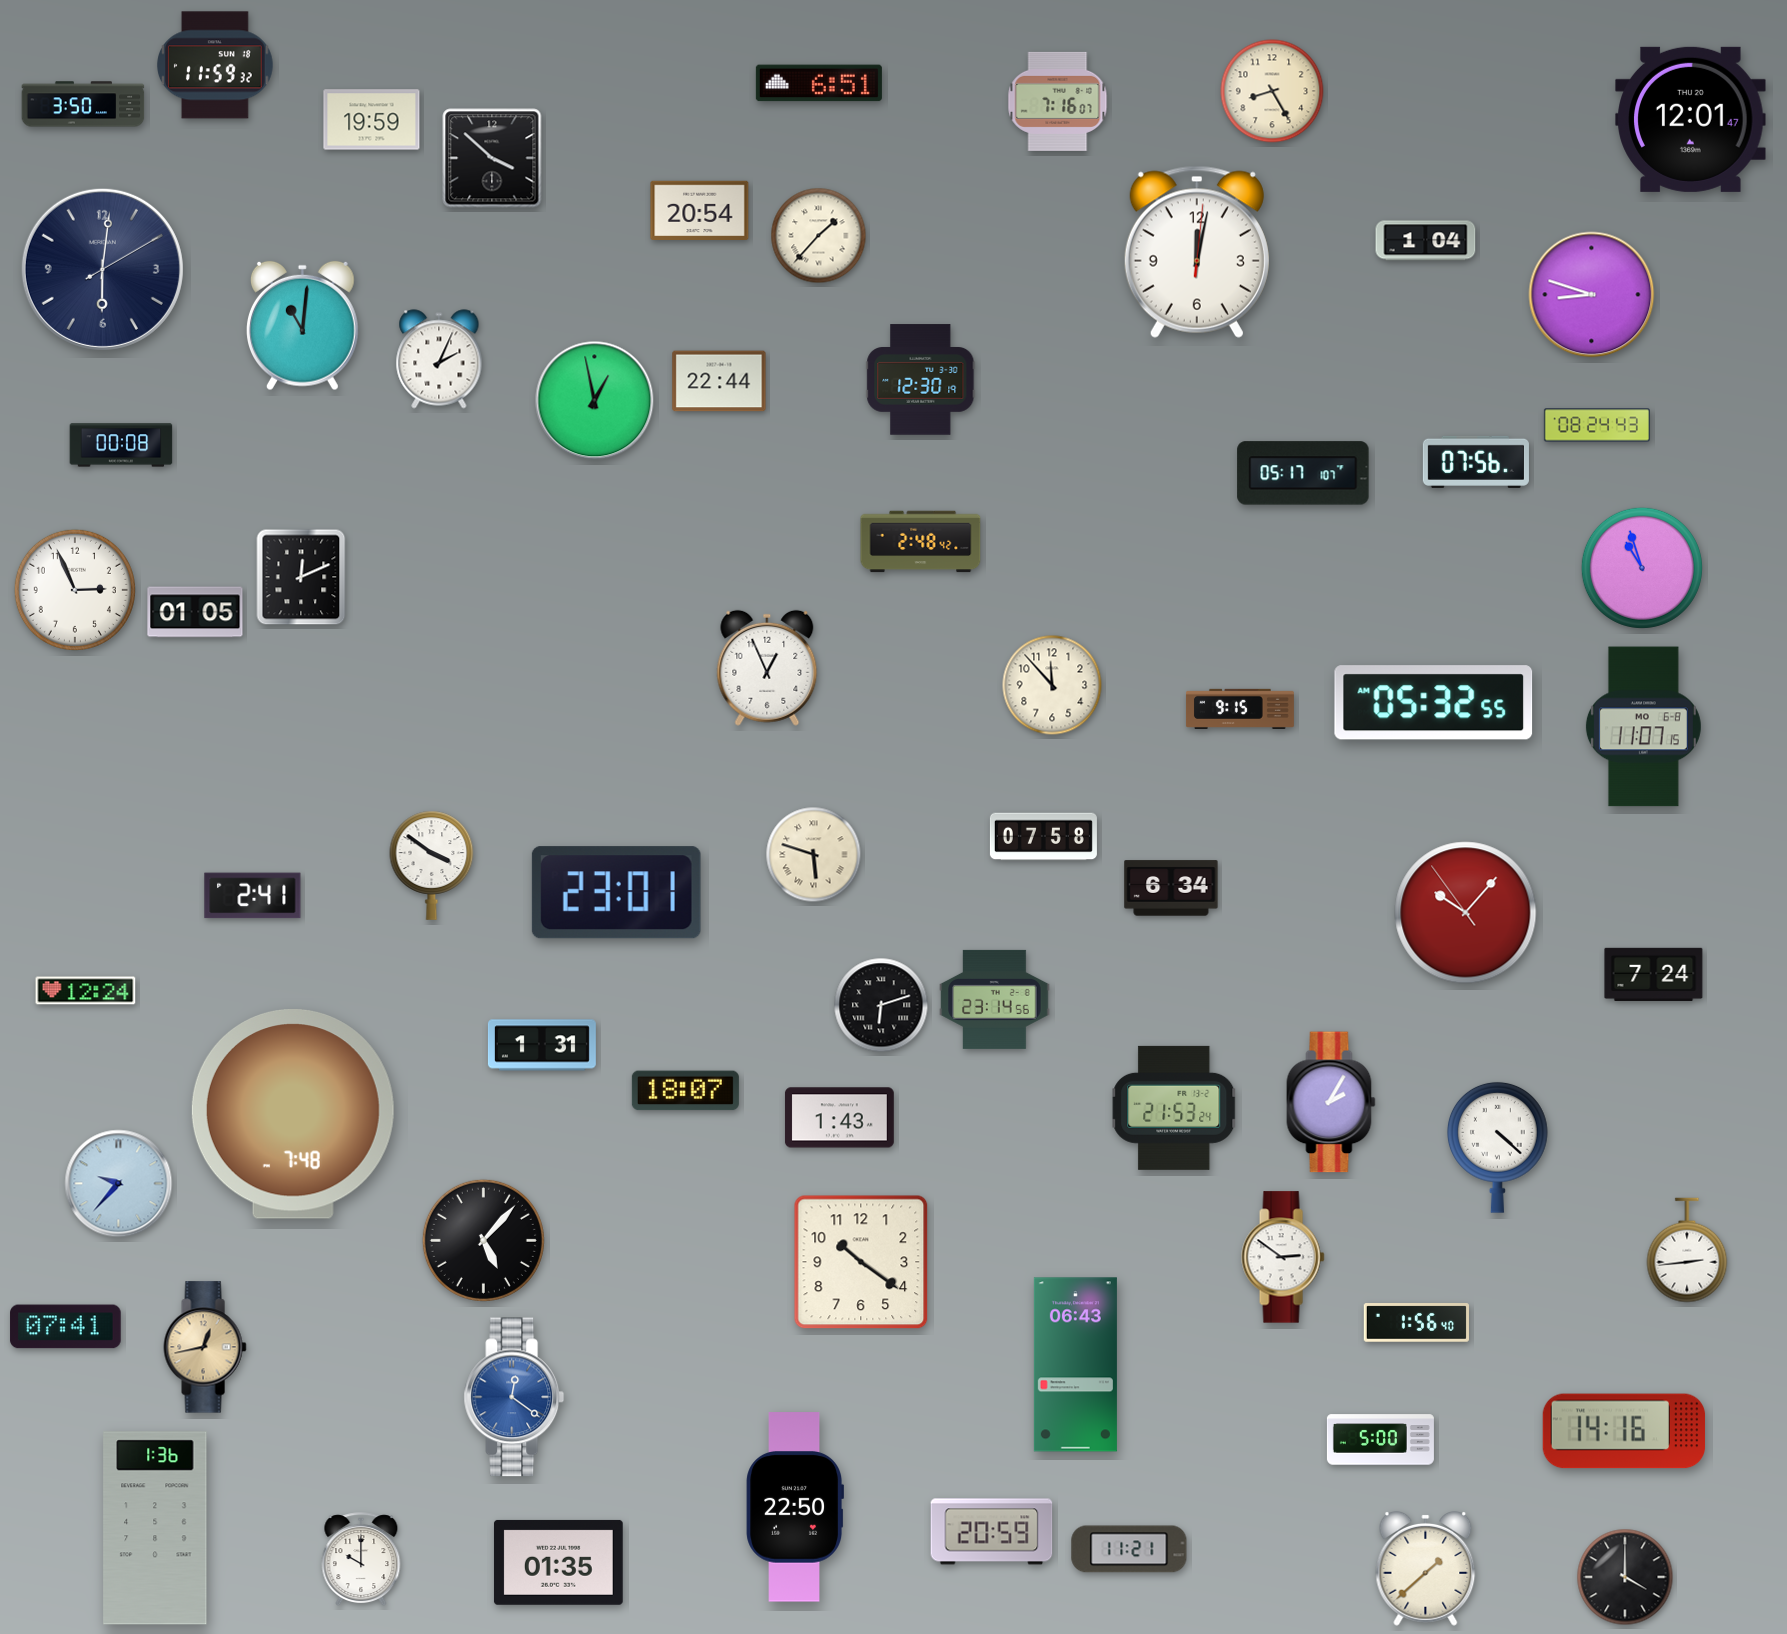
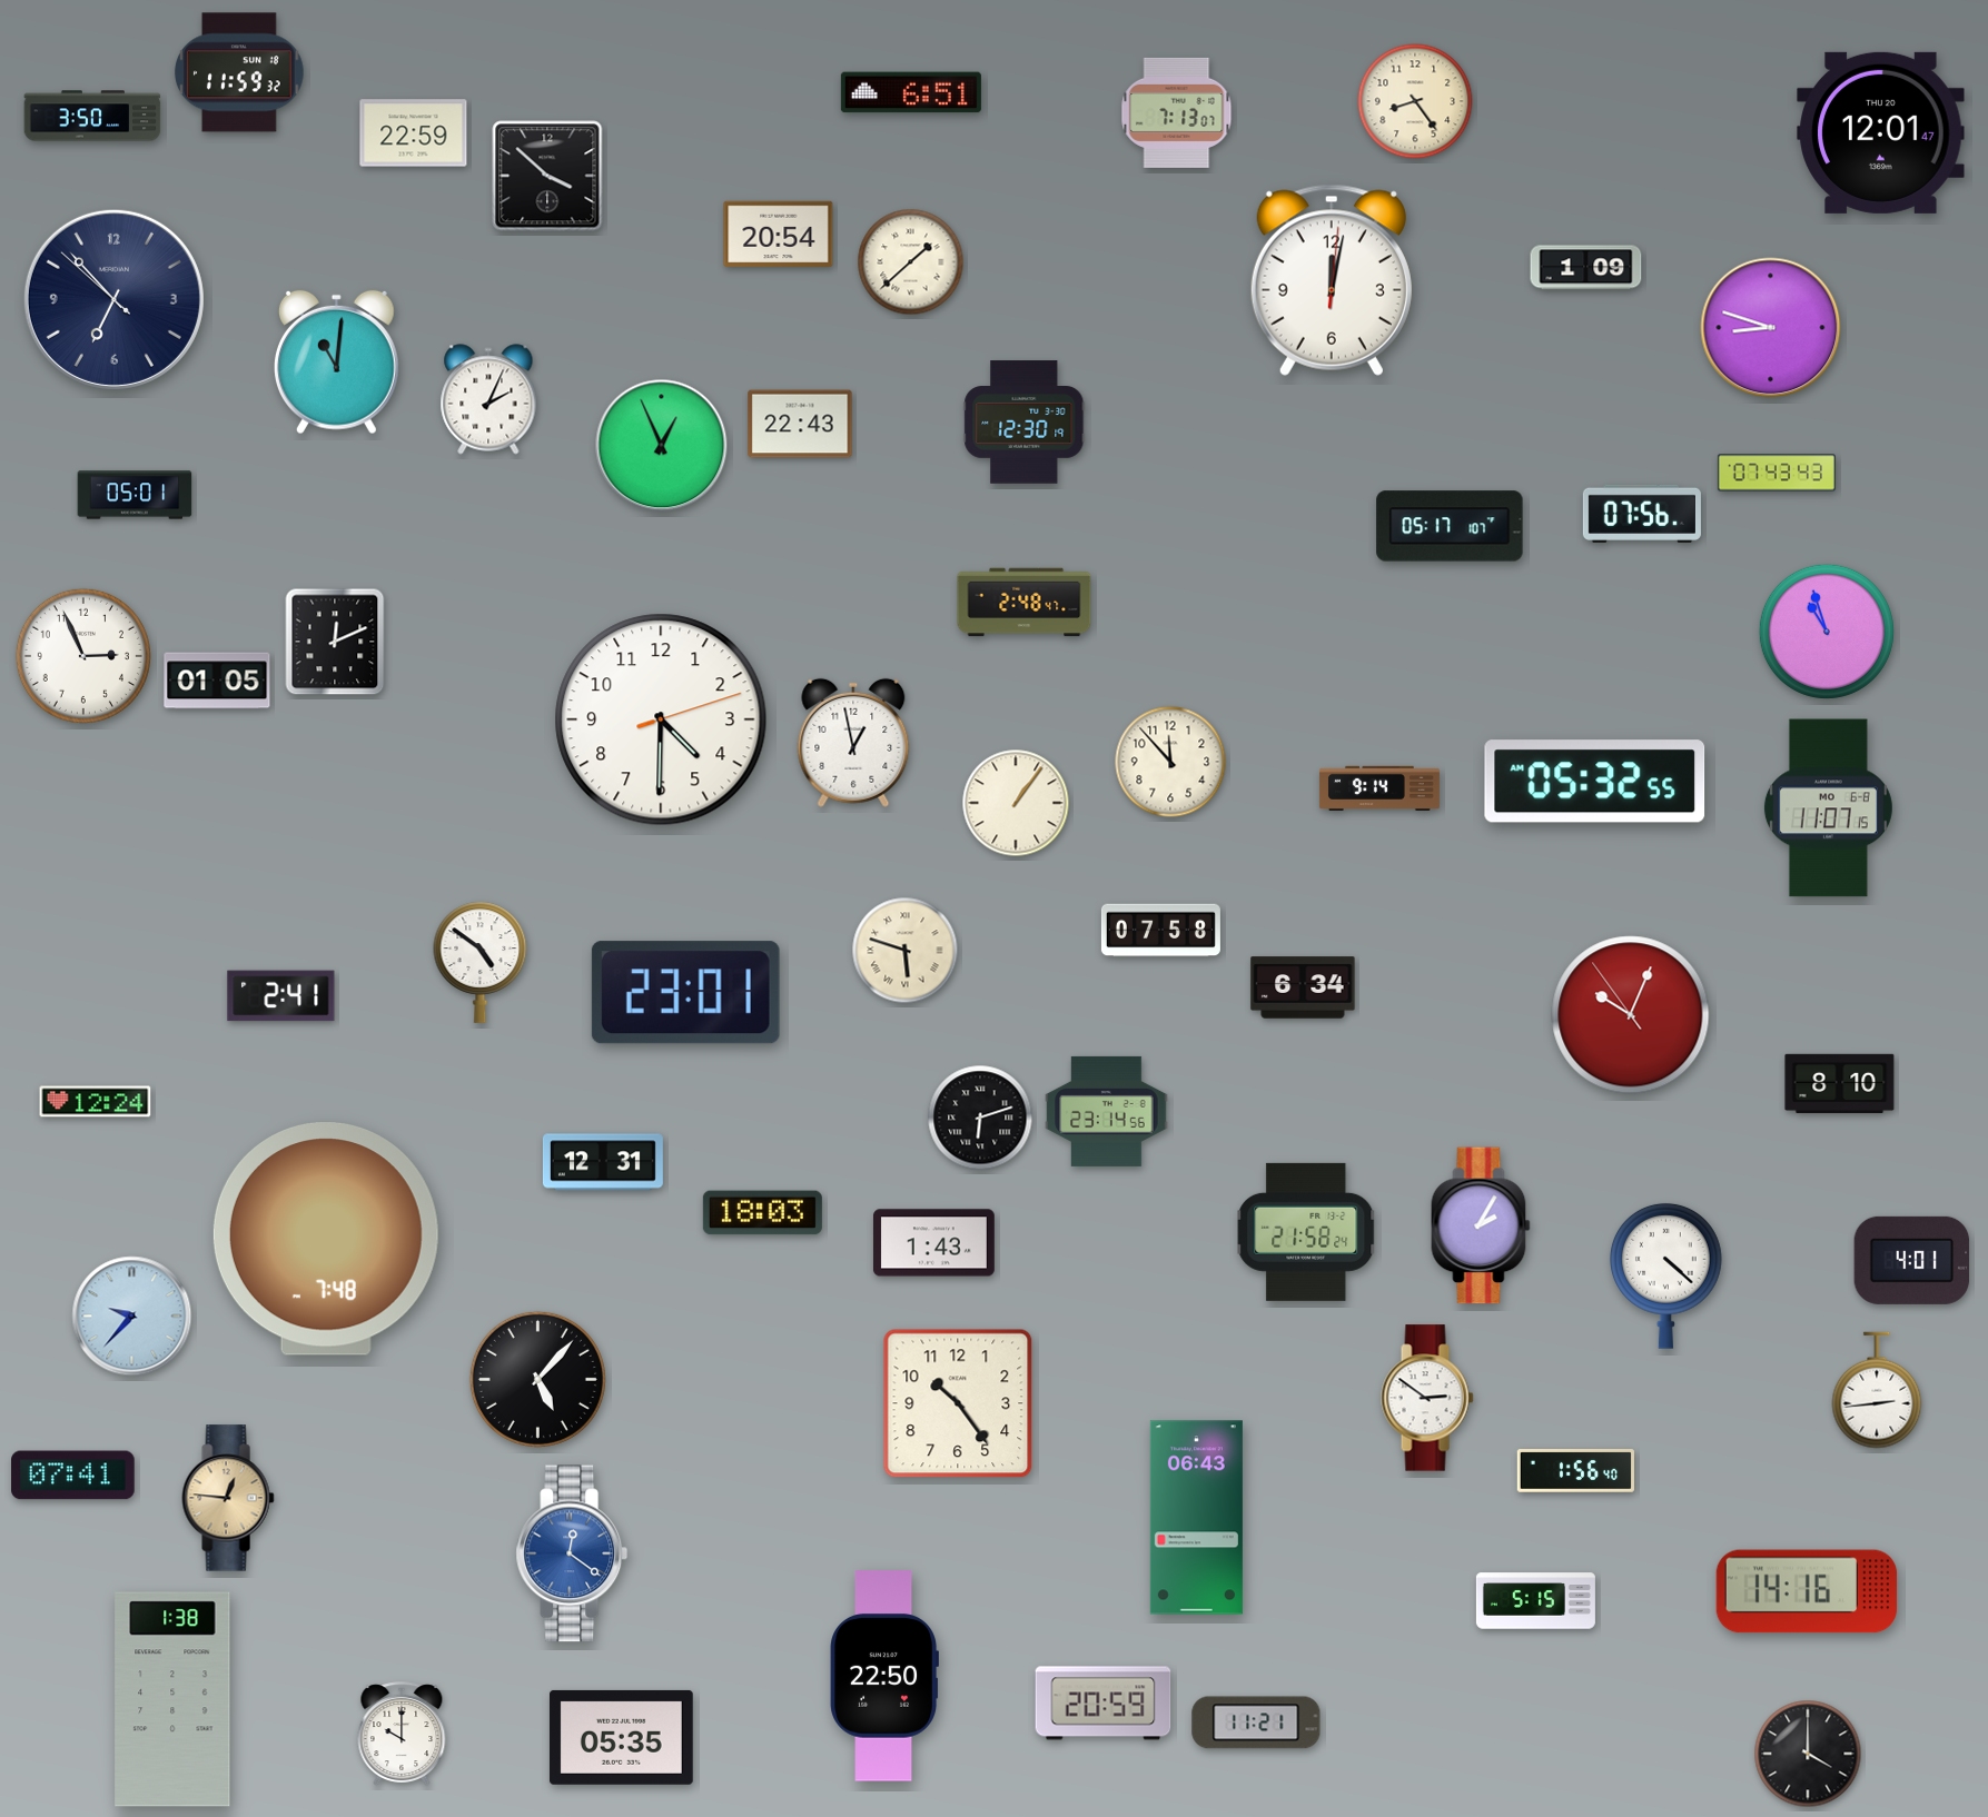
clock at (1272, 91): 8:25 -> 8:24
clock at (1058, 101): 7:16 -> 7:13
clock at (372, 120): 19:59 -> 22:59
clock at (819, 236): 1:37 -> 1:38
clock at (1426, 241): 1:04 -> 1:09
clock at (102, 269): 6:01 -> 6:52
clock at (719, 381): 22:44 -> 22:43
clock at (595, 401): 12:58 -> 12:56
clock at (1597, 425): 08:24 -> 07:43
clock at (121, 445): 00:08 -> 05:01
clock at (921, 542): 2:48:42 -> 2:48:47
clock at (661, 719): none -> 4:30
clock at (767, 668): 12:56 -> 12:58
clock at (1240, 708): 9:15 -> 9:14
clock at (1016, 803): none -> 1:06
clock at (432, 865): 3:51 -> 4:51
clock at (1466, 913): 10:06 -> 10:03
clock at (1654, 974): 7:24 -> 8:10
clock at (542, 1045): 1:31 -> 12:31
clock at (685, 1091): 18:07 -> 18:03
clock at (1174, 1108): 21:53 -> 21:58
clock at (1912, 1260): none -> 4:01
clock at (861, 1262): 10:21 -> 10:24
clock at (205, 1347): 12:43 -> 12:46
clock at (1380, 1440): 5:00 -> 5:15
clock at (155, 1528): 1:36 -> 1:38
clock at (558, 1562): 01:35 -> 05:35
clock at (1426, 1568): 1:38 -> none
